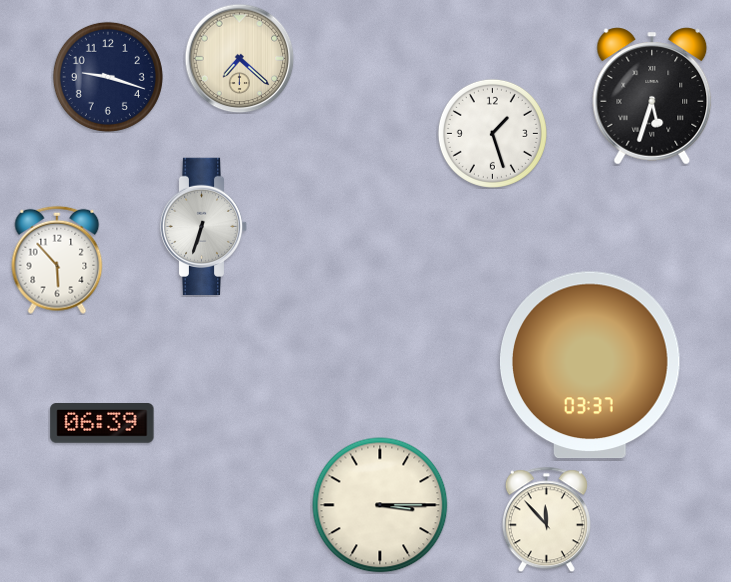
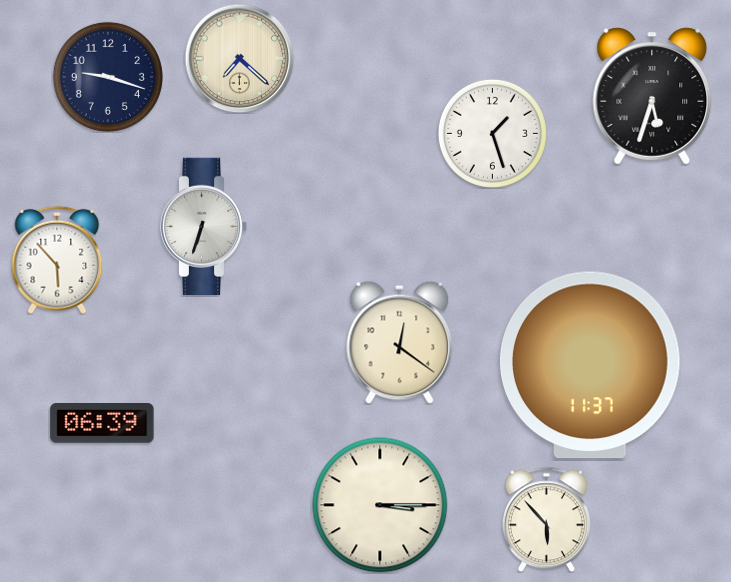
clock at (400, 342): none -> 12:21
clock at (590, 365): 03:37 -> 11:37
clock at (546, 519): 11:53 -> 5:53
